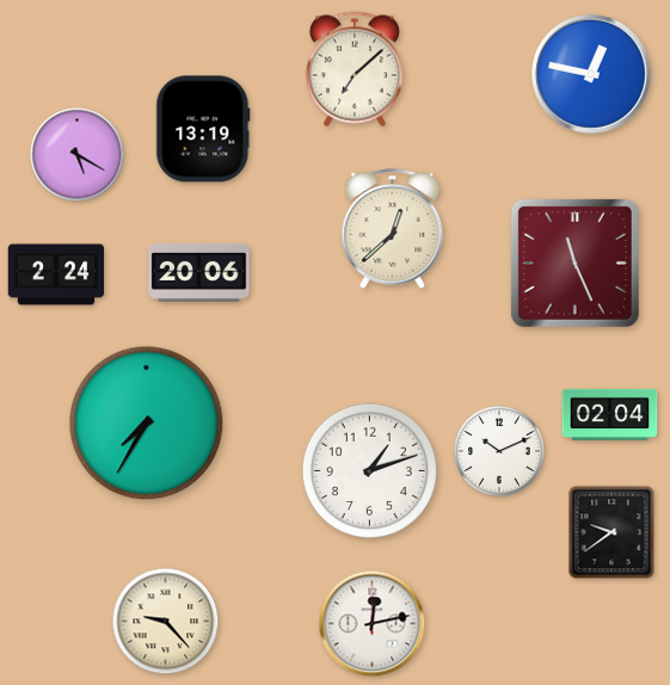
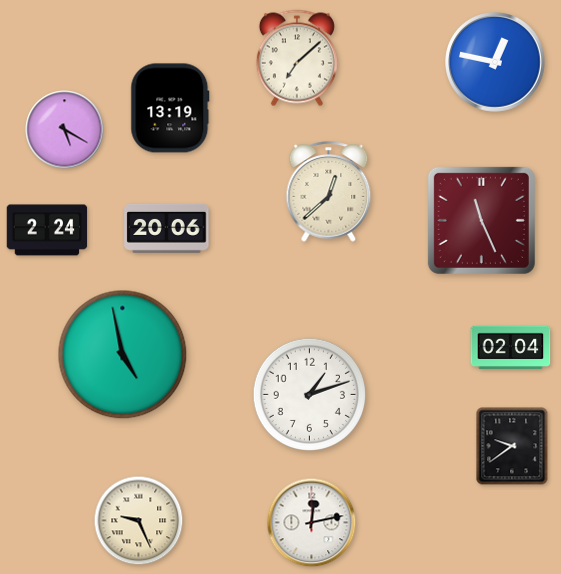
clock at (147, 424): 7:35 -> 4:58
clock at (499, 451): 10:11 -> none
clock at (166, 622): 9:23 -> 9:26
